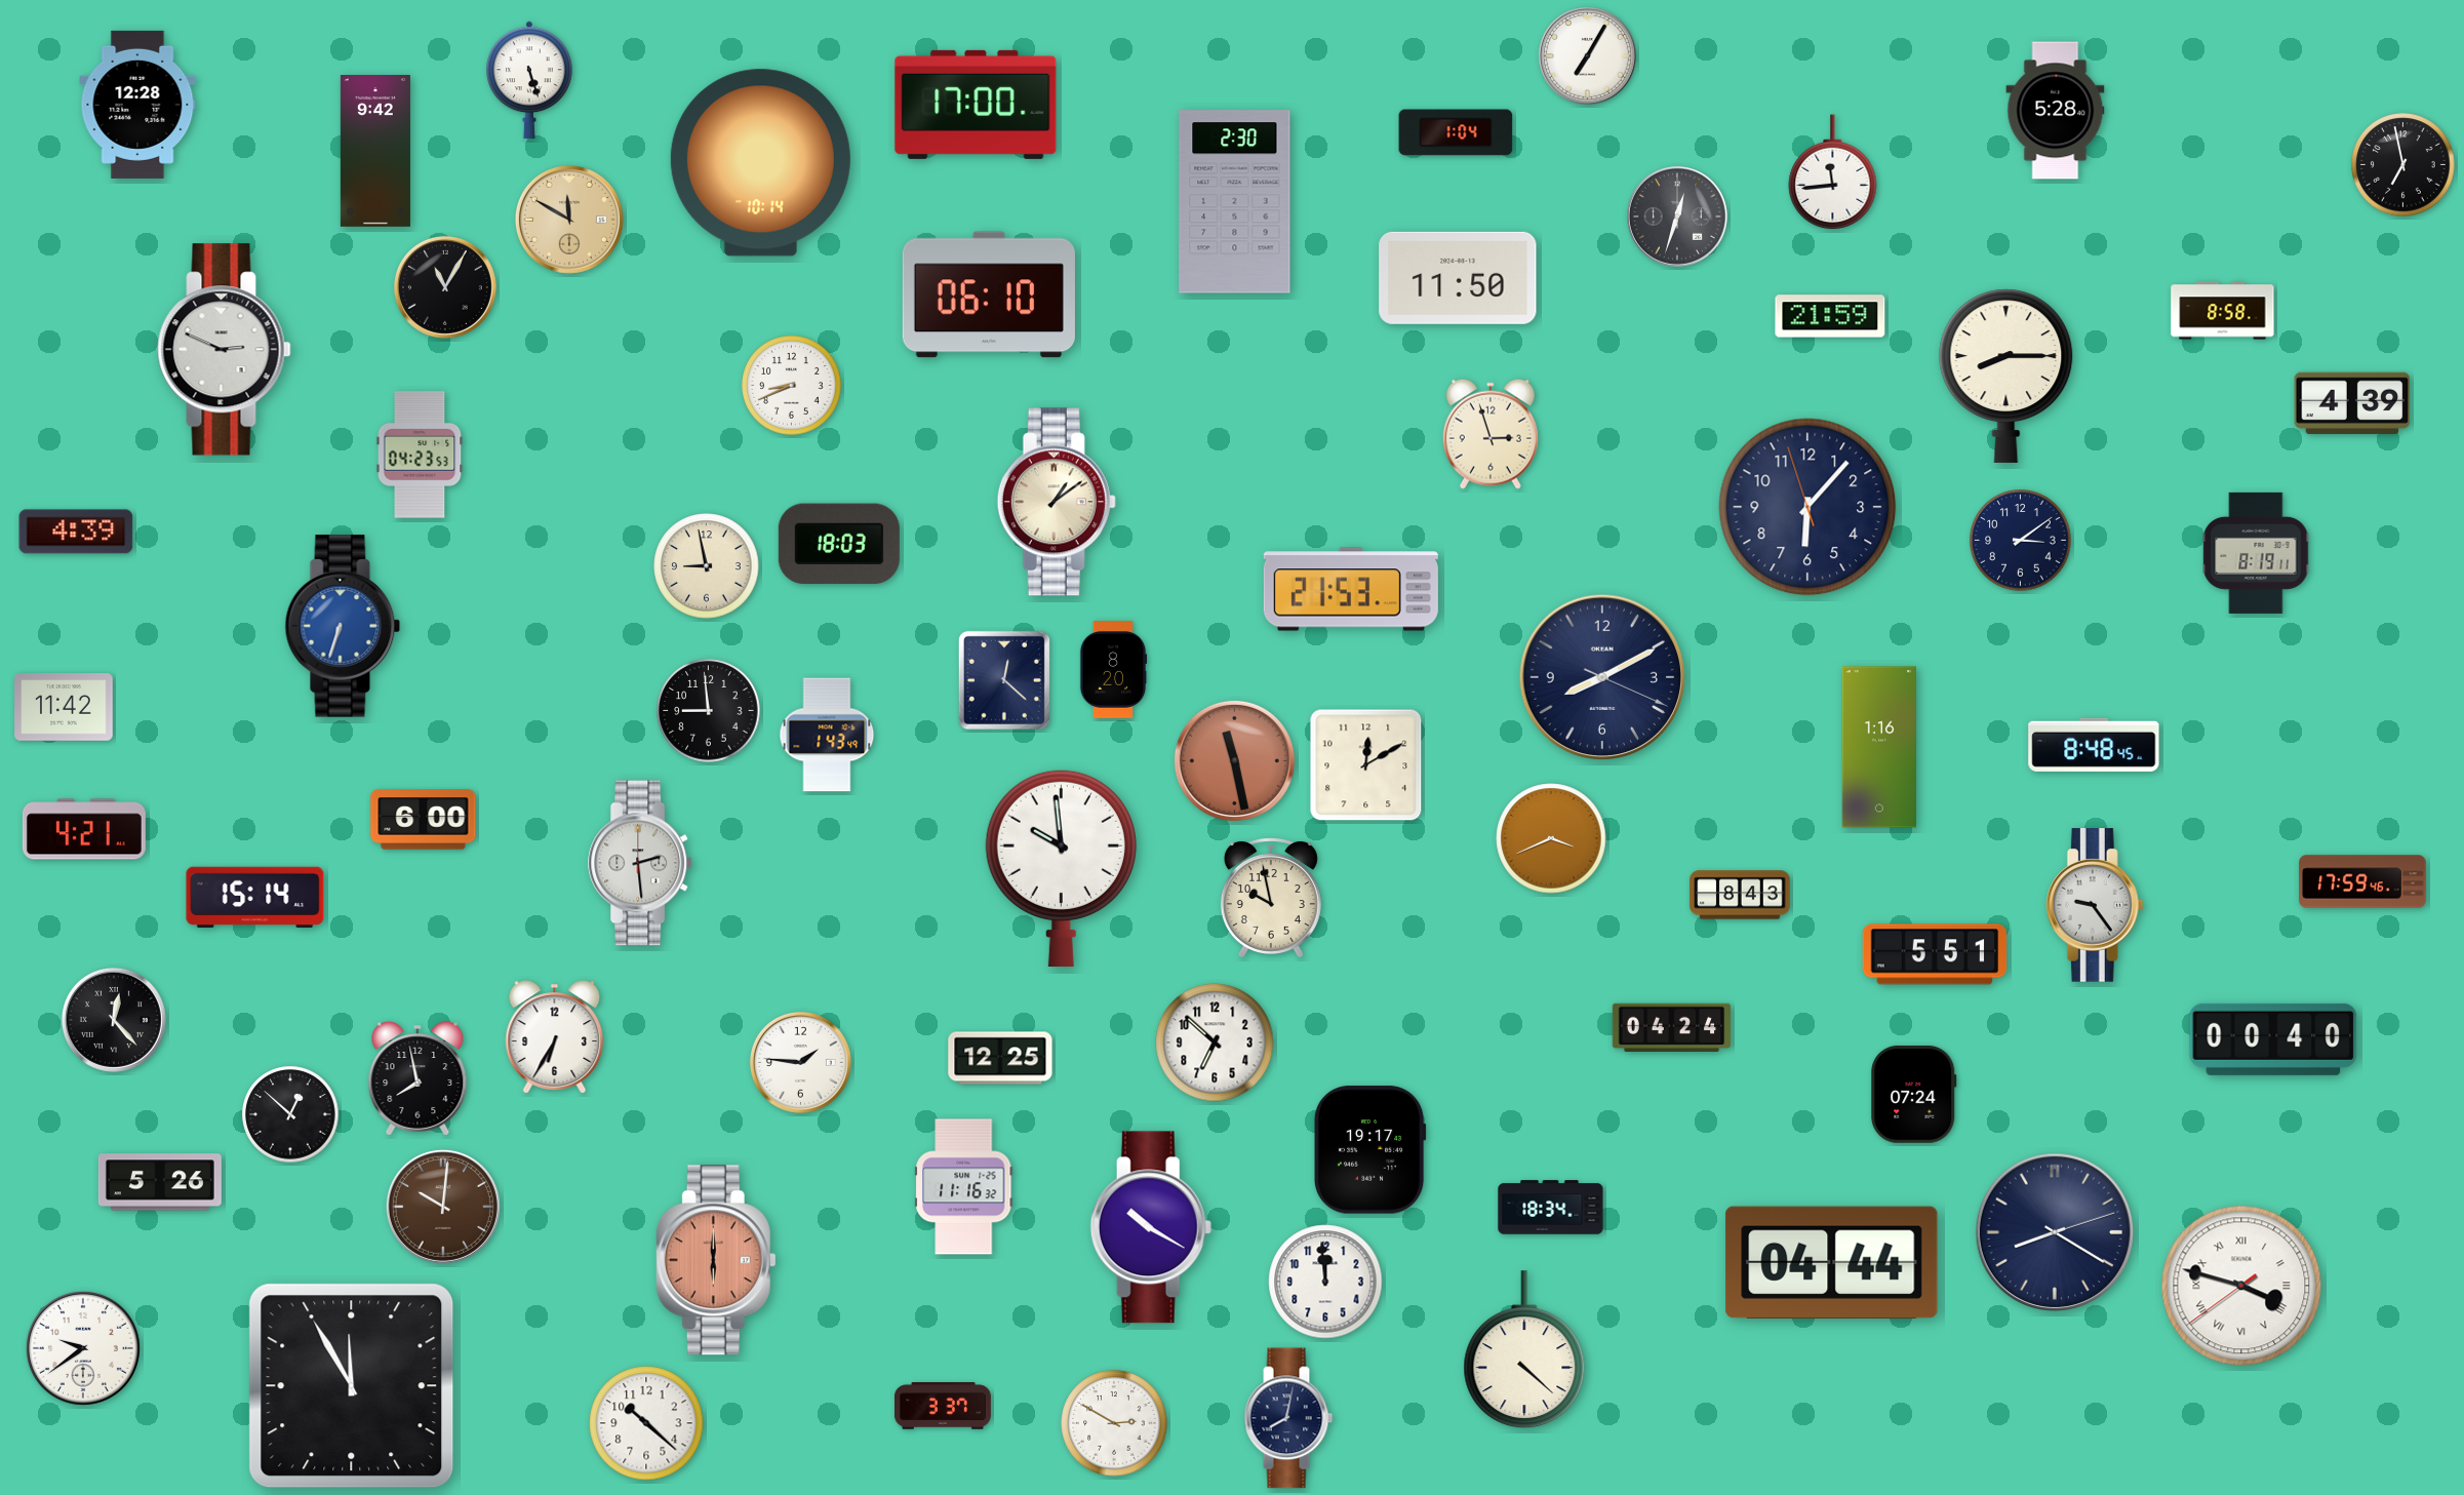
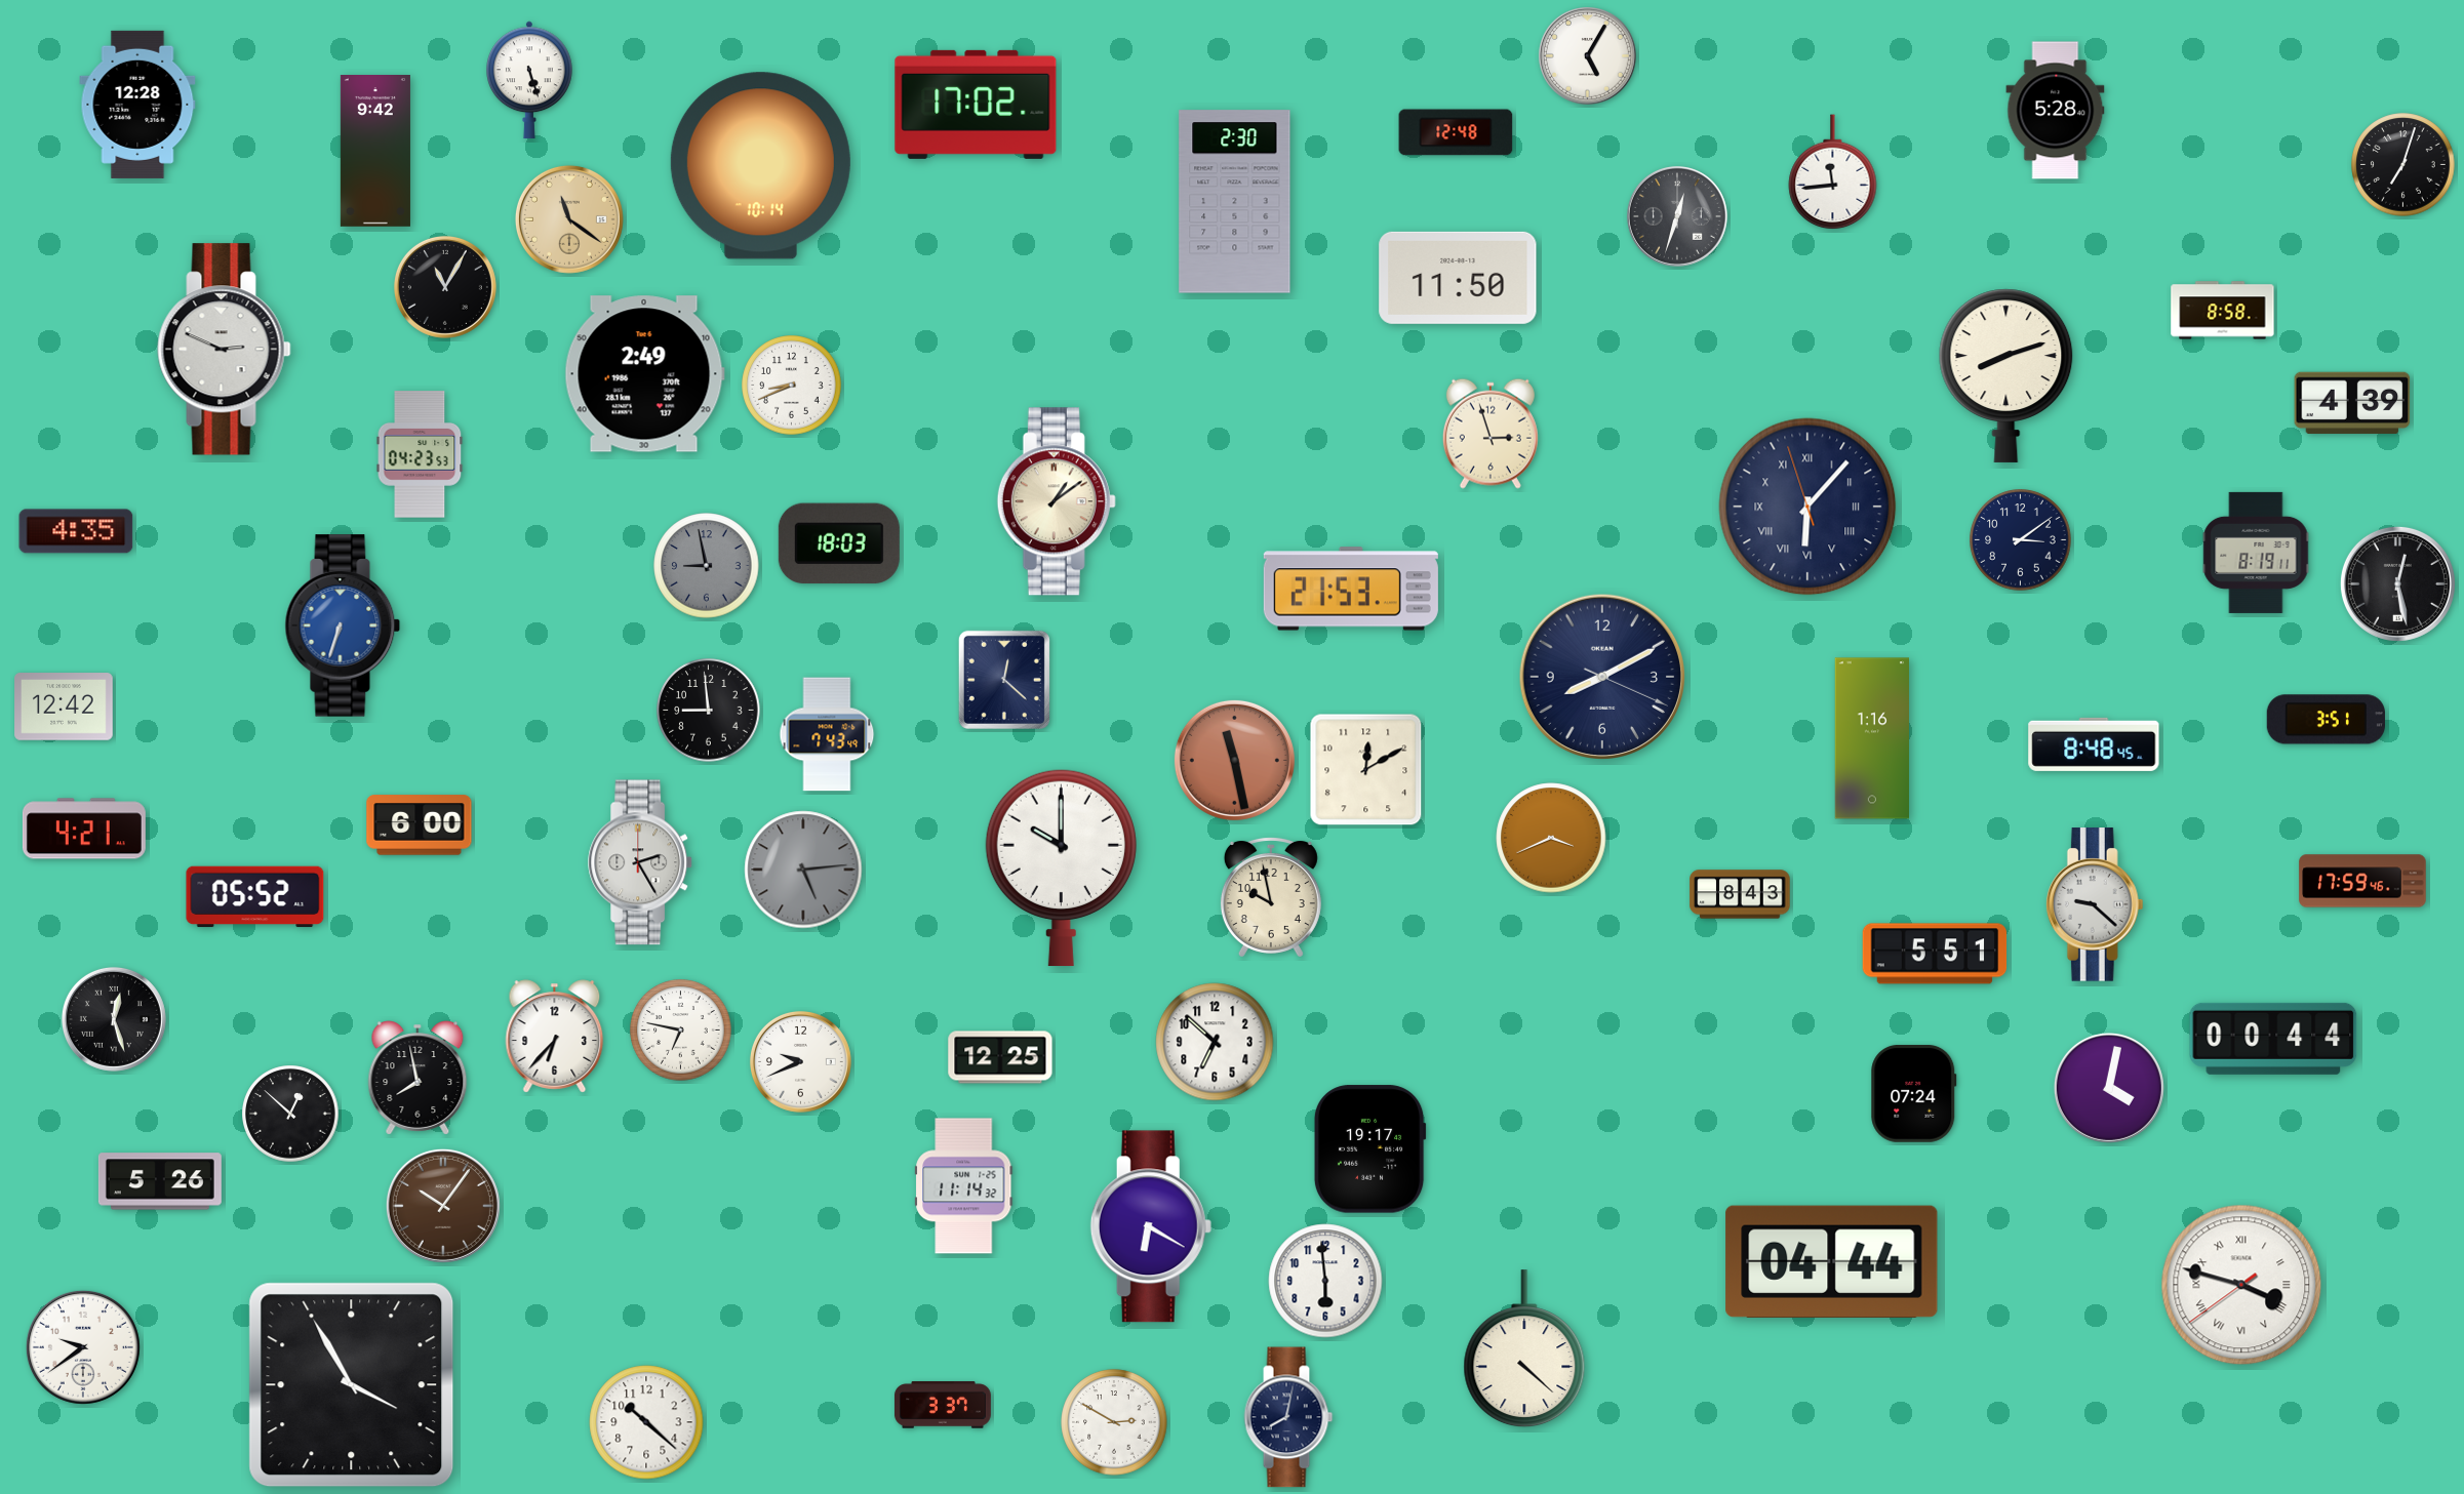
clock at (1587, 55): 7:05 -> 5:05
clock at (976, 105): 17:00 -> 17:02
clock at (1456, 132): 1:04 -> 12:48
clock at (760, 163) position: (760, 163) -> (760, 166)
clock at (2403, 165): 6:58 -> 7:03
clock at (569, 220): 11:50 -> 11:21
clock at (989, 294): 06:10 -> none
clock at (1830, 316): 21:59 -> none
clock at (644, 374): none -> 2:49
clock at (2006, 376): 8:15 -> 8:12
clock at (1807, 507) numerals: Arabic -> Roman
clock at (76, 532): 4:39 -> 4:35
clock at (707, 566) dial: cream -> grey
clock at (2397, 583): none -> 12:28
clock at (1113, 670): 8:20 -> none
clock at (64, 707): 11:42 -> 12:42
clock at (2326, 720): none -> 3:51
clock at (827, 735): 1:43 -> 7:43
clock at (1879, 747) position: (1879, 747) -> (1872, 738)
clock at (1366, 765) position: (1366, 765) -> (1366, 770)
clock at (424, 820) position: (424, 820) -> (420, 825)
clock at (641, 863): 2:29 -> 2:25
clock at (1061, 868): 9:59 -> 10:00
clock at (803, 870): none -> 5:14
clock at (255, 898): 15:14 -> 05:52
clock at (2095, 905): 9:24 -> 9:22
clock at (114, 1020): 12:23 -> 12:27
clock at (1672, 1027): 04:24 -> none
clock at (681, 1031): none -> 6:47
clock at (555, 1037): 6:35 -> 6:37
clock at (2273, 1039): 00:40 -> 00:44
clock at (800, 1062): 1:46 -> 9:41
clock at (2109, 1088): none -> 4:02
clock at (964, 1187): 11:16 -> 11:14
clock at (443, 1207): 10:01 -> 10:06
clock at (1551, 1208): 18:34 -> none
clock at (1151, 1227): 10:20 -> 6:20
clock at (2054, 1231): 8:20 -> none
clock at (716, 1260): 6:00 -> none
clock at (1325, 1282): 11:59 -> 5:59
clock at (352, 1386): 11:55 -> 3:55
